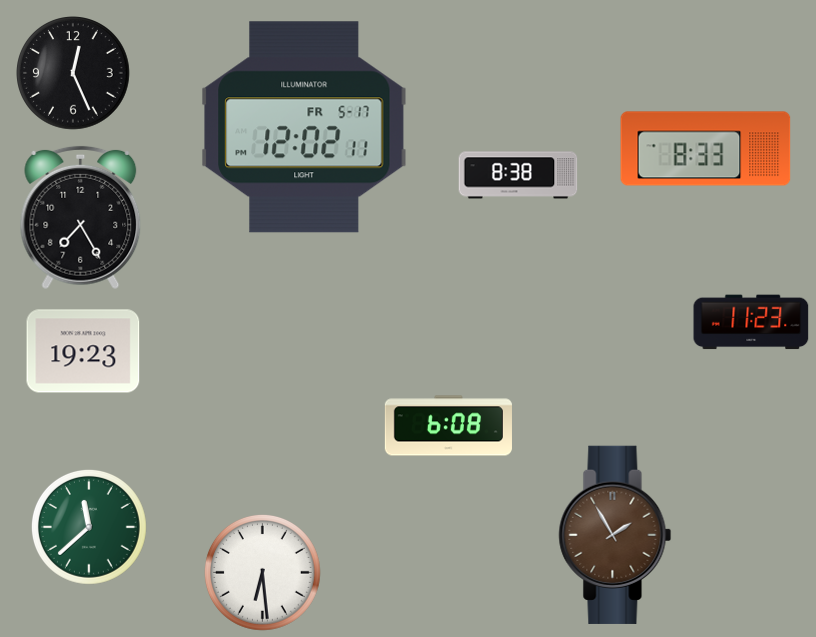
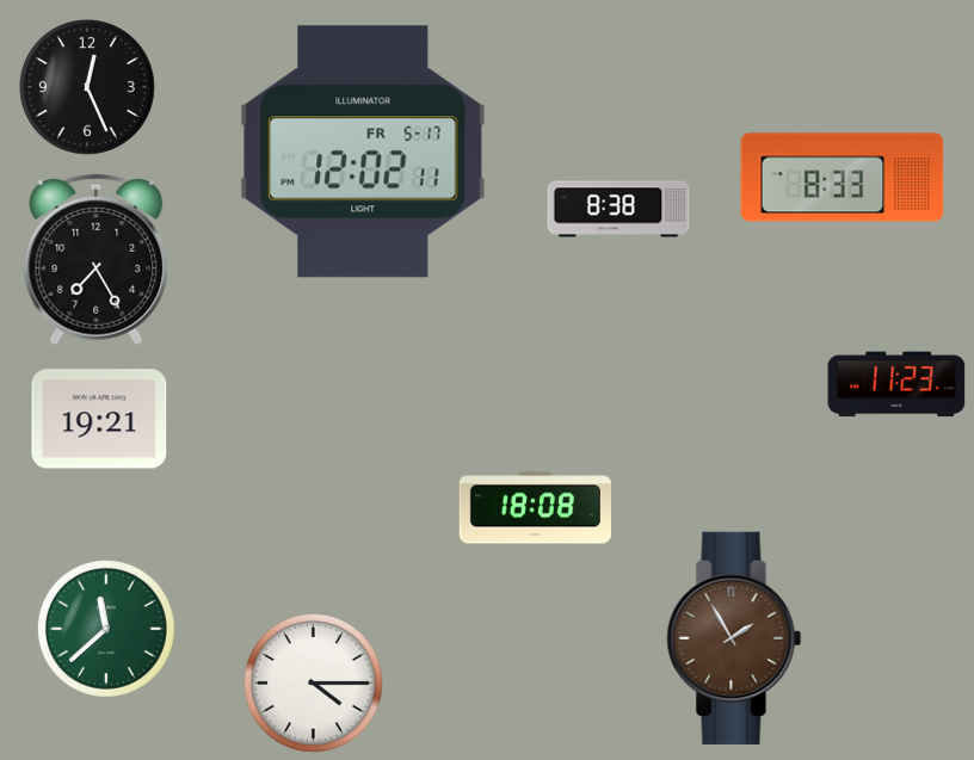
clock at (83, 351): 19:23 -> 19:21
clock at (448, 426): 6:08 -> 18:08
clock at (262, 572): 6:29 -> 4:15
